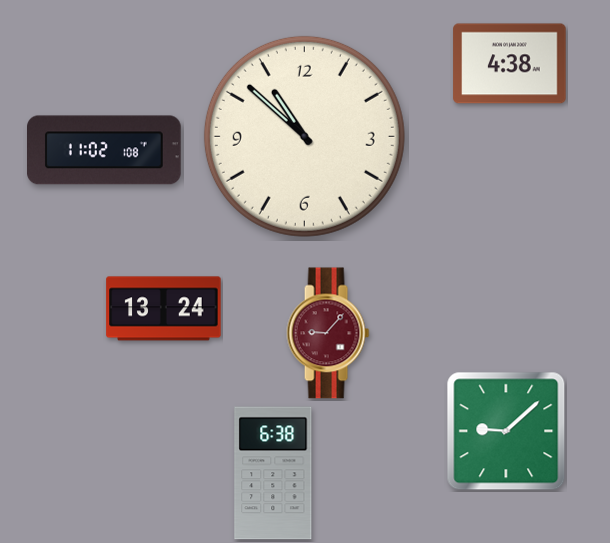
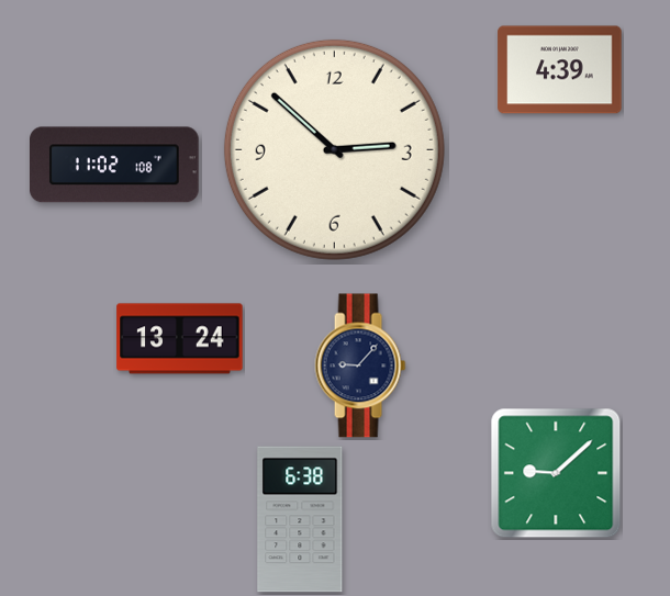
clock at (510, 64): 4:38 -> 4:39
clock at (304, 136): 10:52 -> 2:52
clock at (328, 333) dial: burgundy -> navy
